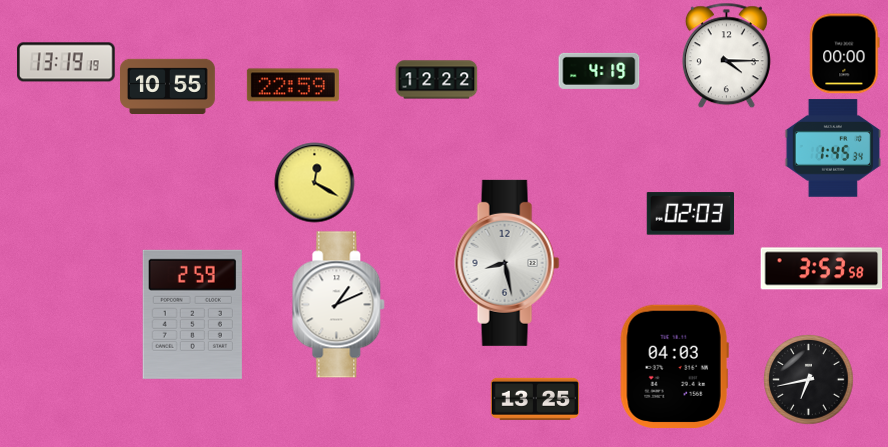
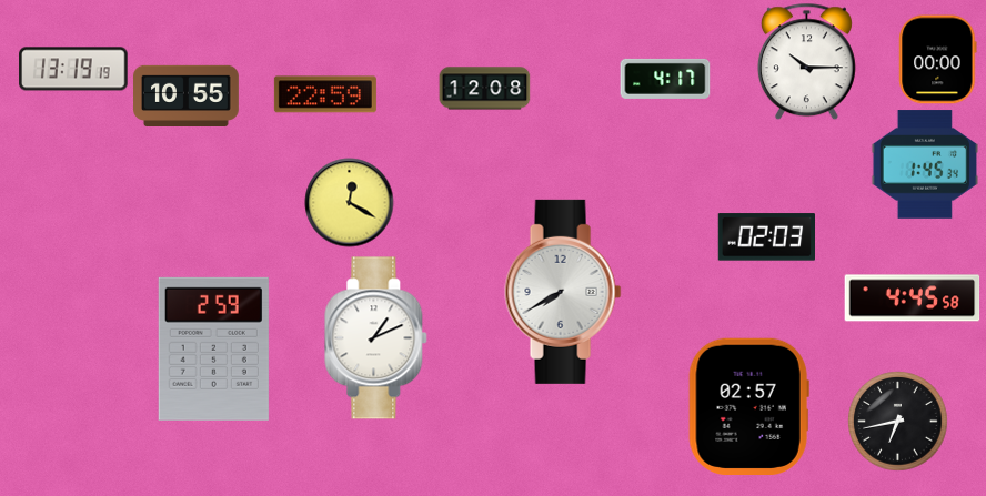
clock at (726, 56): 4:15 -> 10:15
clock at (599, 71): 4:19 -> 4:17
clock at (437, 80): 12:22 -> 12:08
clock at (507, 263): 8:28 -> 7:40
clock at (822, 269): 3:53 -> 4:45
clock at (674, 366): 04:03 -> 02:57
clock at (534, 399): 13:25 -> none
